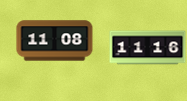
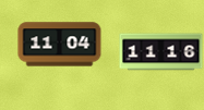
clock at (55, 41): 11:08 -> 11:04
